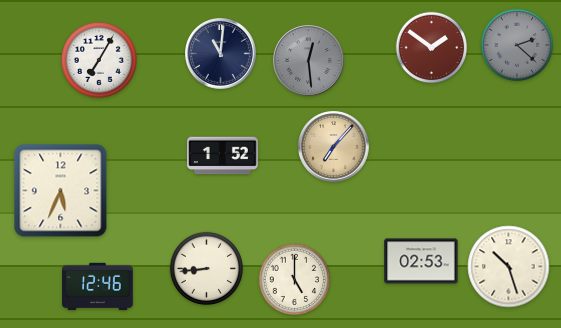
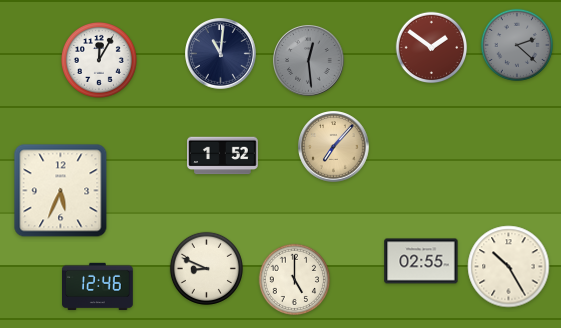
clock at (99, 60): 7:05 -> 12:05
clock at (421, 261): 02:53 -> 02:55
clock at (509, 267): 10:27 -> 10:25
clock at (206, 268): 8:44 -> 8:49
